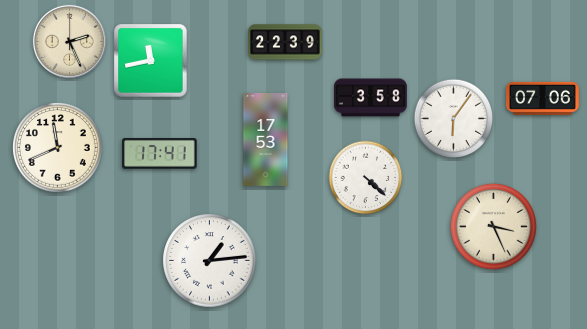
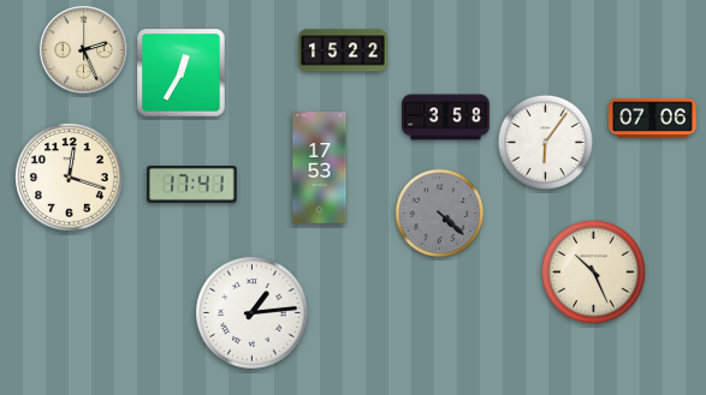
clock at (285, 42): 22:39 -> 15:22
clock at (151, 61): 11:43 -> 12:35
clock at (58, 148): 11:41 -> 12:18
clock at (366, 178) dial: white -> grey
clock at (493, 226): 3:26 -> 10:26
